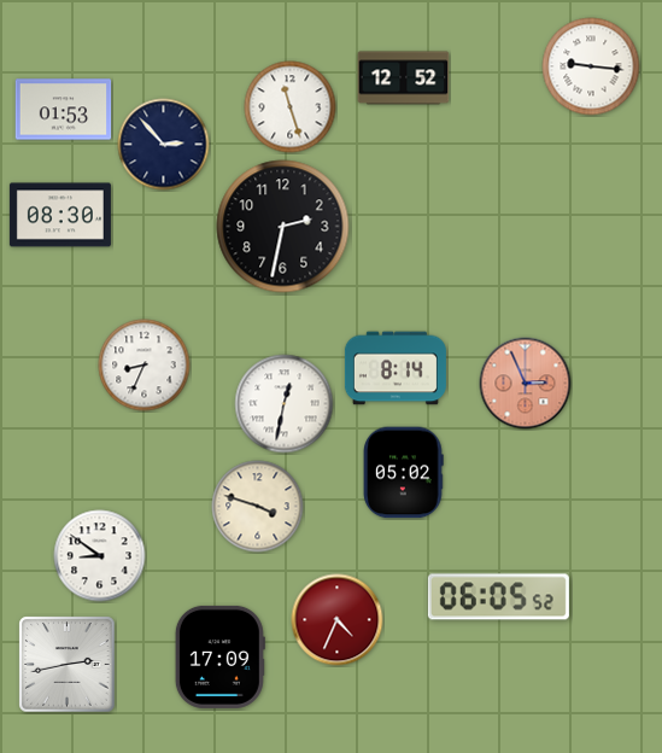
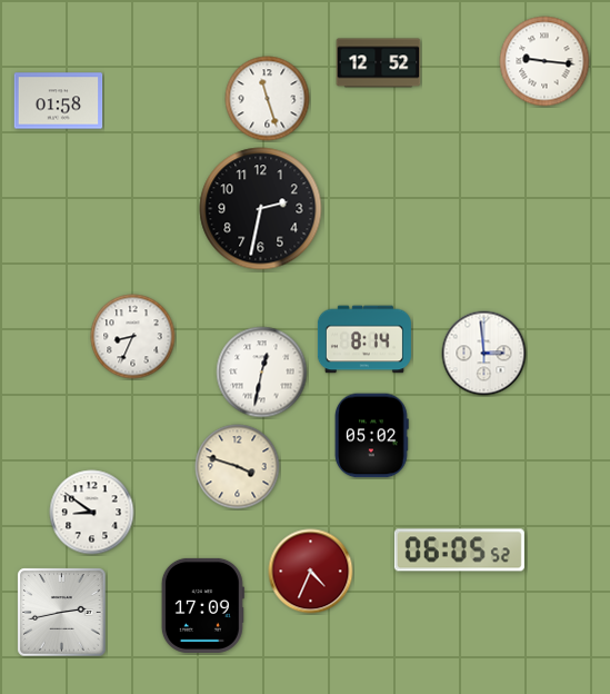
clock at (404, 78) position: (404, 78) -> (379, 63)
clock at (64, 110): 01:53 -> 01:58
clock at (164, 145): 2:53 -> none
clock at (60, 215): 08:30 -> none
clock at (526, 384): 2:56 -> 2:59
clock at (526, 384) dial: salmon -> white
